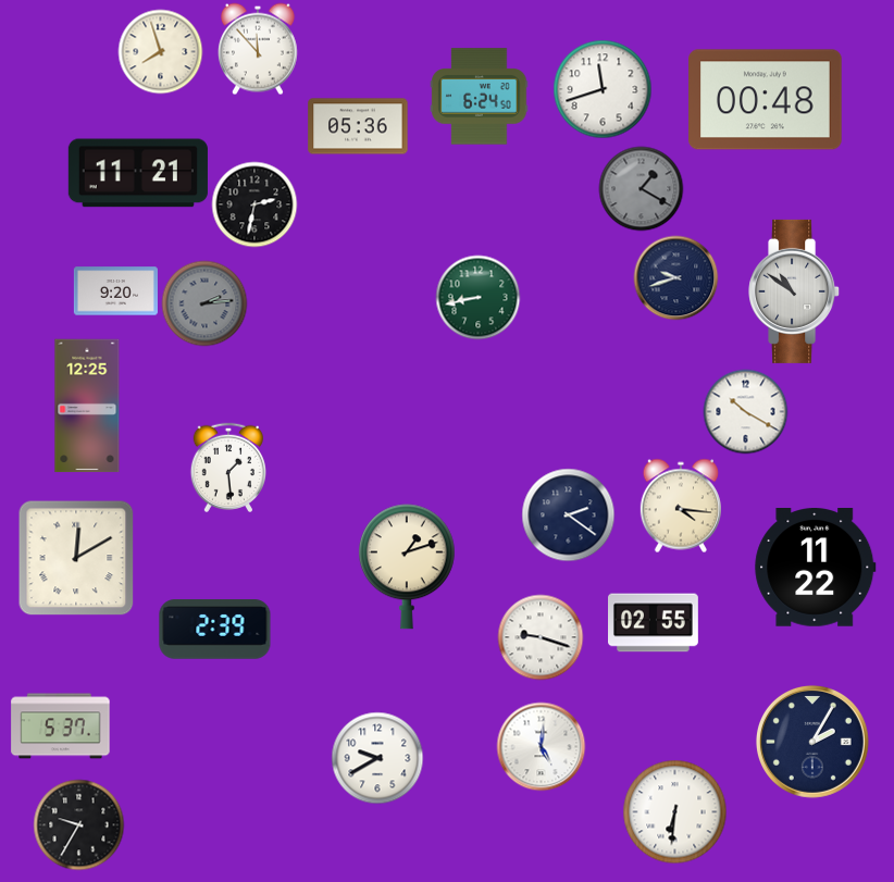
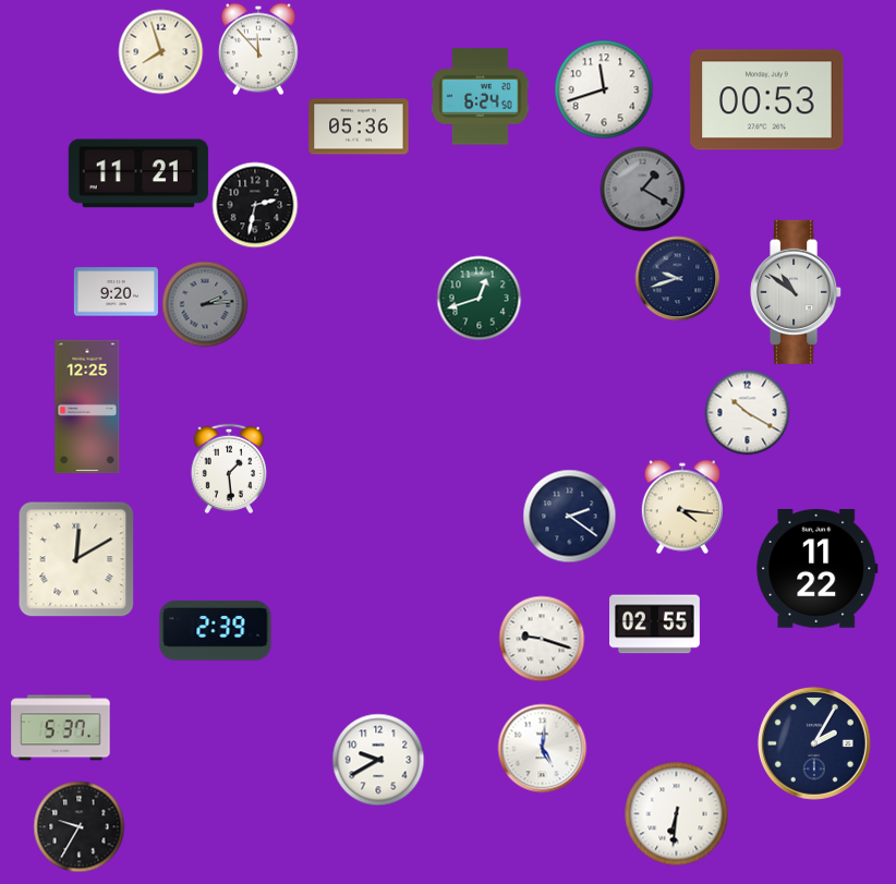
clock at (766, 100): 00:48 -> 00:53
clock at (477, 297): 8:43 -> 12:42
clock at (407, 567): 1:12 -> none
